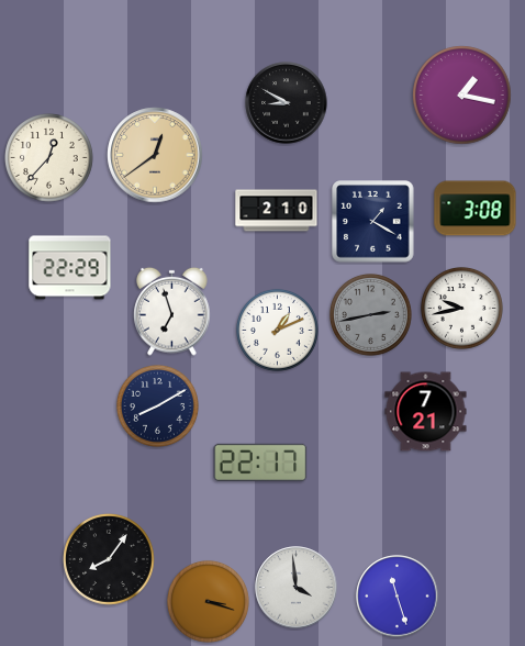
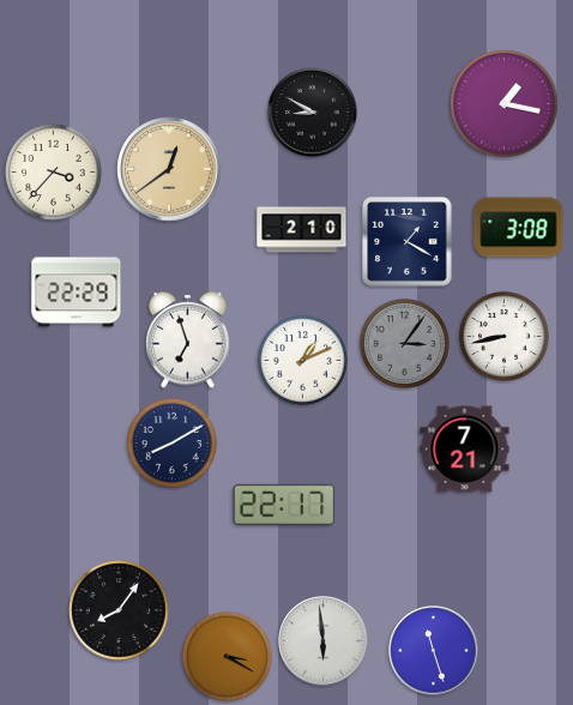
clock at (49, 158): 12:37 -> 3:37
clock at (461, 308): 9:43 -> 8:43
clock at (370, 314): 2:43 -> 3:06
clock at (297, 588): 3:59 -> 5:59
clock at (208, 601): 3:18 -> 3:20
